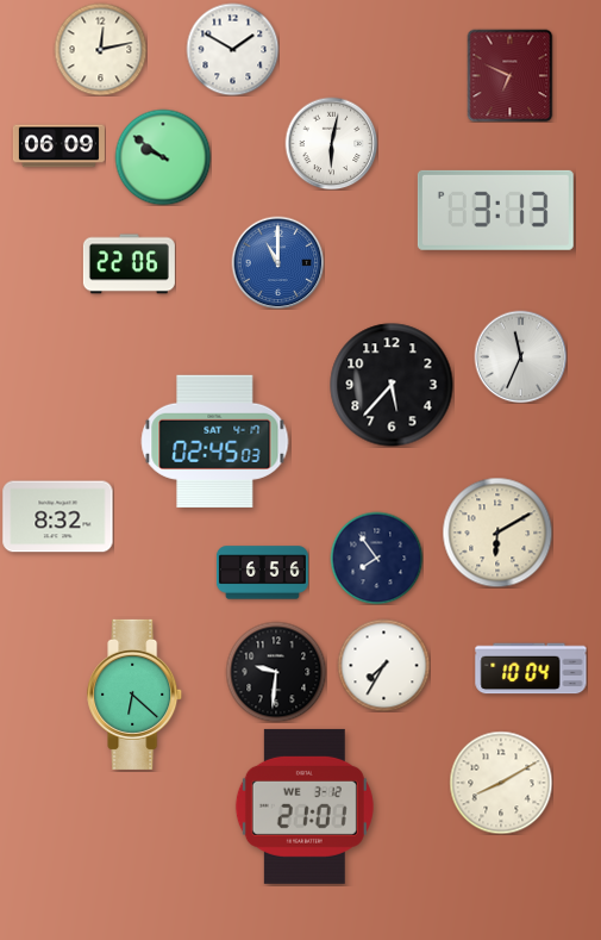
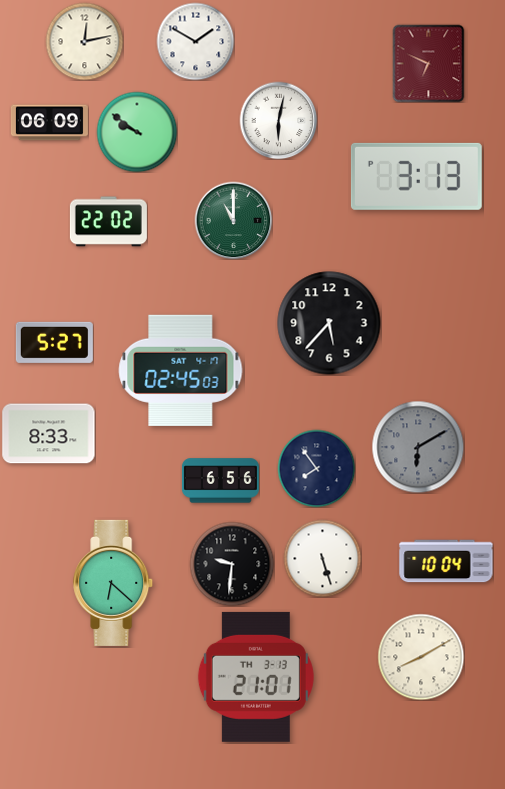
clock at (277, 262) dial: blue -> green
clock at (129, 264): 22:06 -> 22:02
clock at (520, 356): 11:34 -> none
clock at (54, 342): none -> 5:27
clock at (58, 517): 8:32 -> 8:33
clock at (497, 533) dial: cream -> grey
clock at (383, 665): 7:35 -> 5:27
clock at (305, 807) date: WE 3-12 -> TH 3-13
